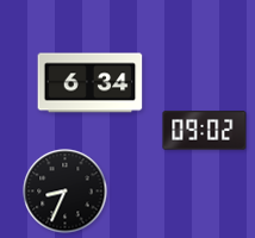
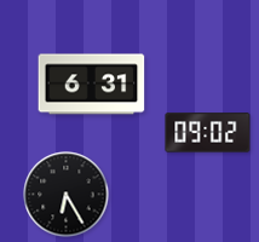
clock at (91, 83): 6:34 -> 6:31
clock at (66, 192): 8:34 -> 6:25
